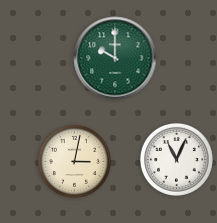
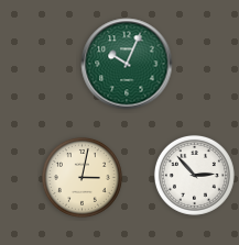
clock at (115, 58): 10:00 -> 10:04
clock at (176, 159): 11:04 -> 2:53
